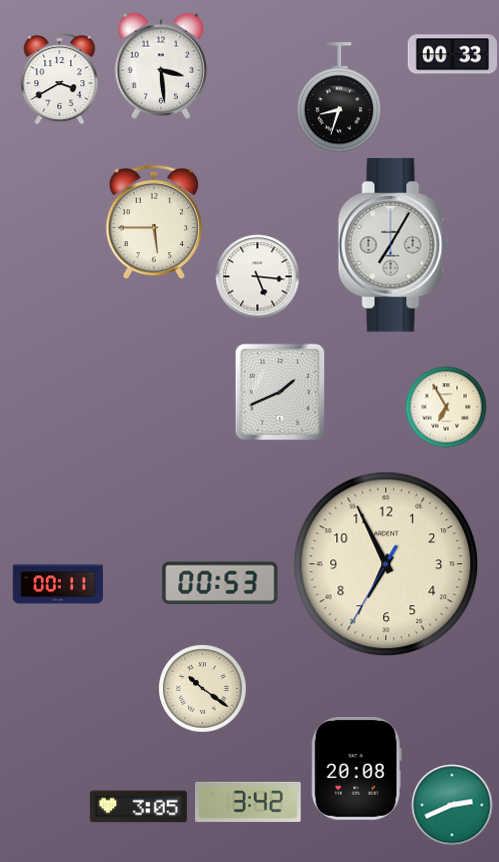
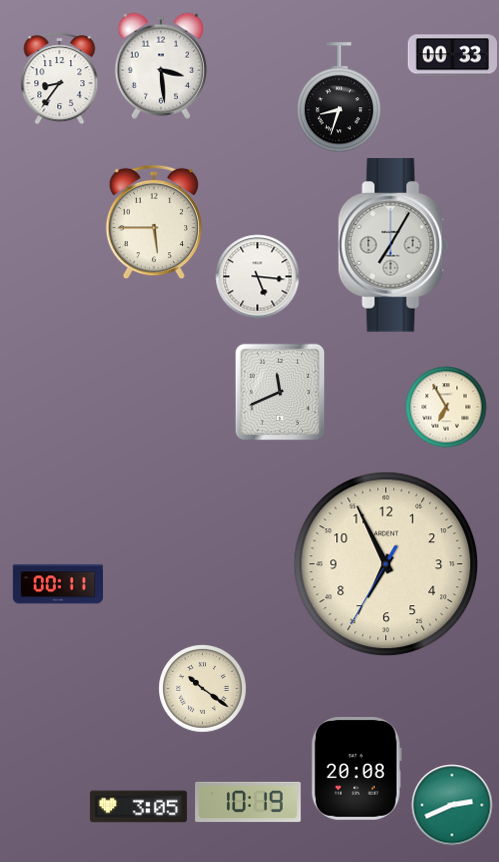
clock at (60, 78): 3:40 -> 8:36
clock at (280, 392): 1:41 -> 11:41
clock at (220, 583): 00:53 -> none
clock at (248, 802): 3:42 -> 10:19
